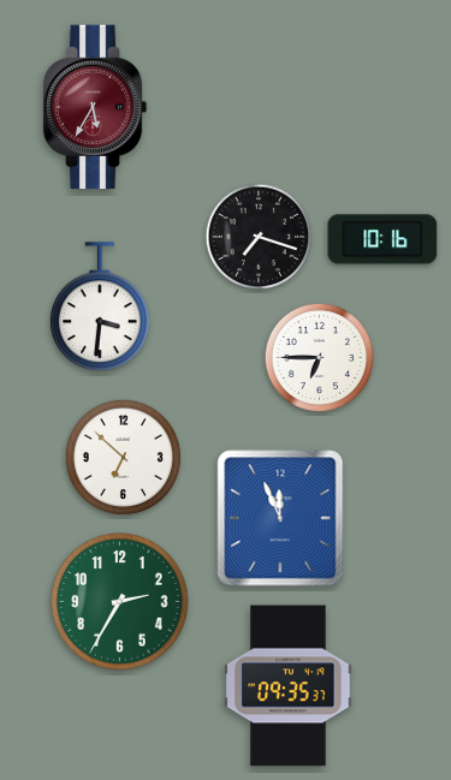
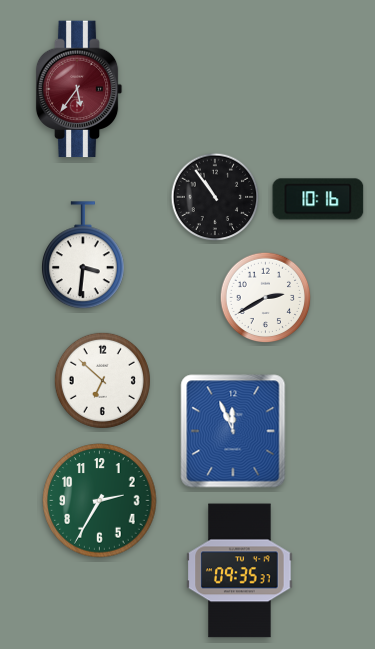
clock at (95, 107): 5:35 -> 5:36
clock at (259, 237): 7:18 -> 10:54
clock at (320, 358): 6:45 -> 2:40
